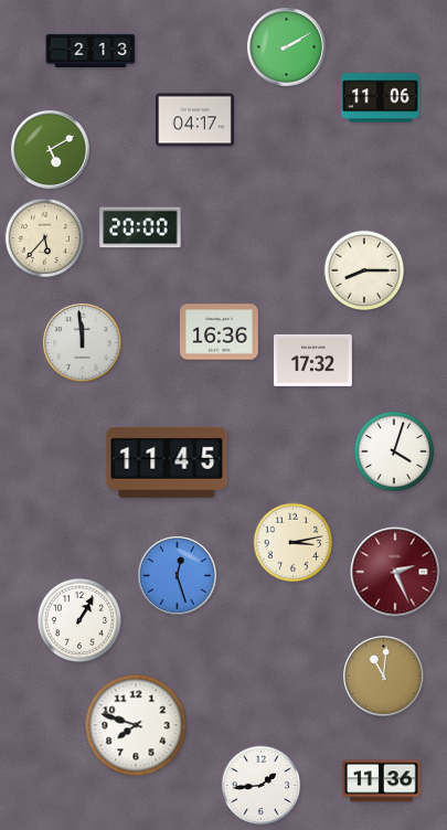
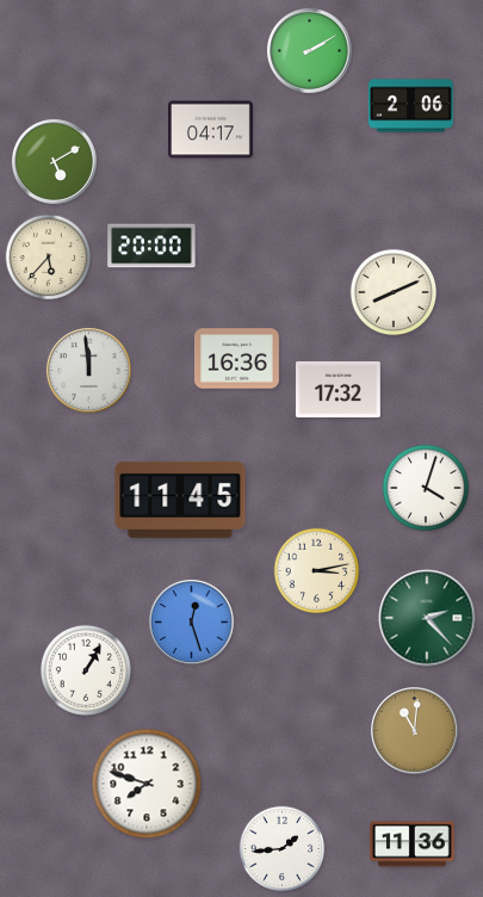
clock at (91, 51): 2:13 -> none
clock at (381, 98): 11:06 -> 2:06
clock at (364, 270): 8:15 -> 8:11
clock at (294, 543) position: (294, 543) -> (317, 571)
clock at (395, 572): 2:26 -> 2:23
clock at (395, 572) dial: burgundy -> green
